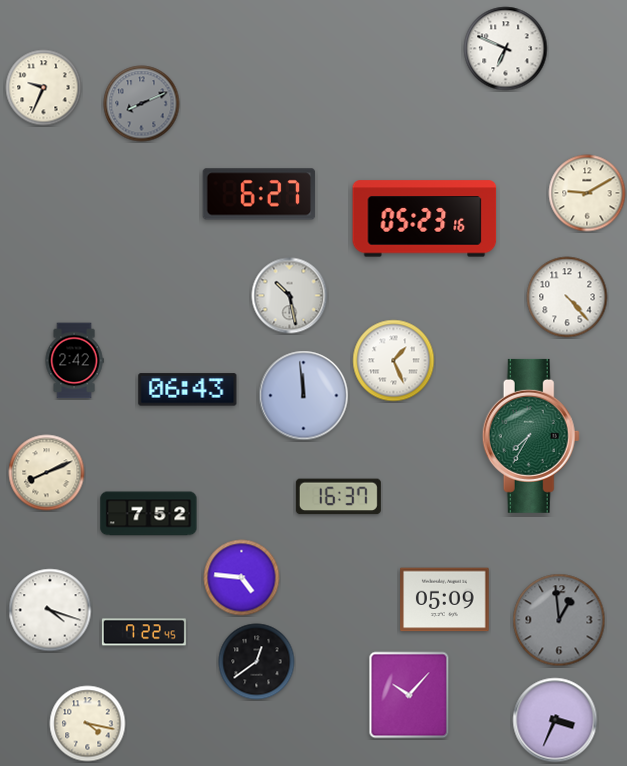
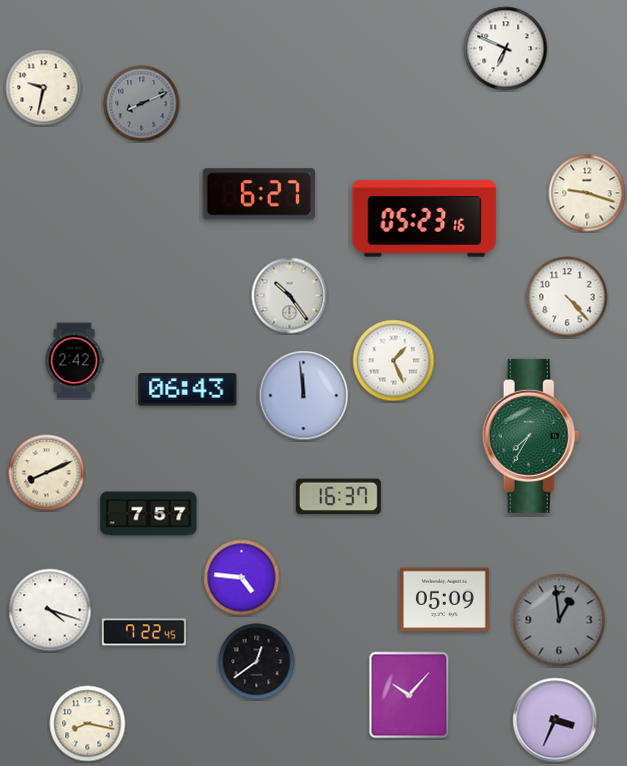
clock at (44, 88): 9:34 -> 9:32
clock at (587, 193): 9:10 -> 9:18
clock at (290, 296): 10:28 -> 10:24
clock at (149, 514): 7:52 -> 7:57
clock at (88, 724): 4:17 -> 8:17
